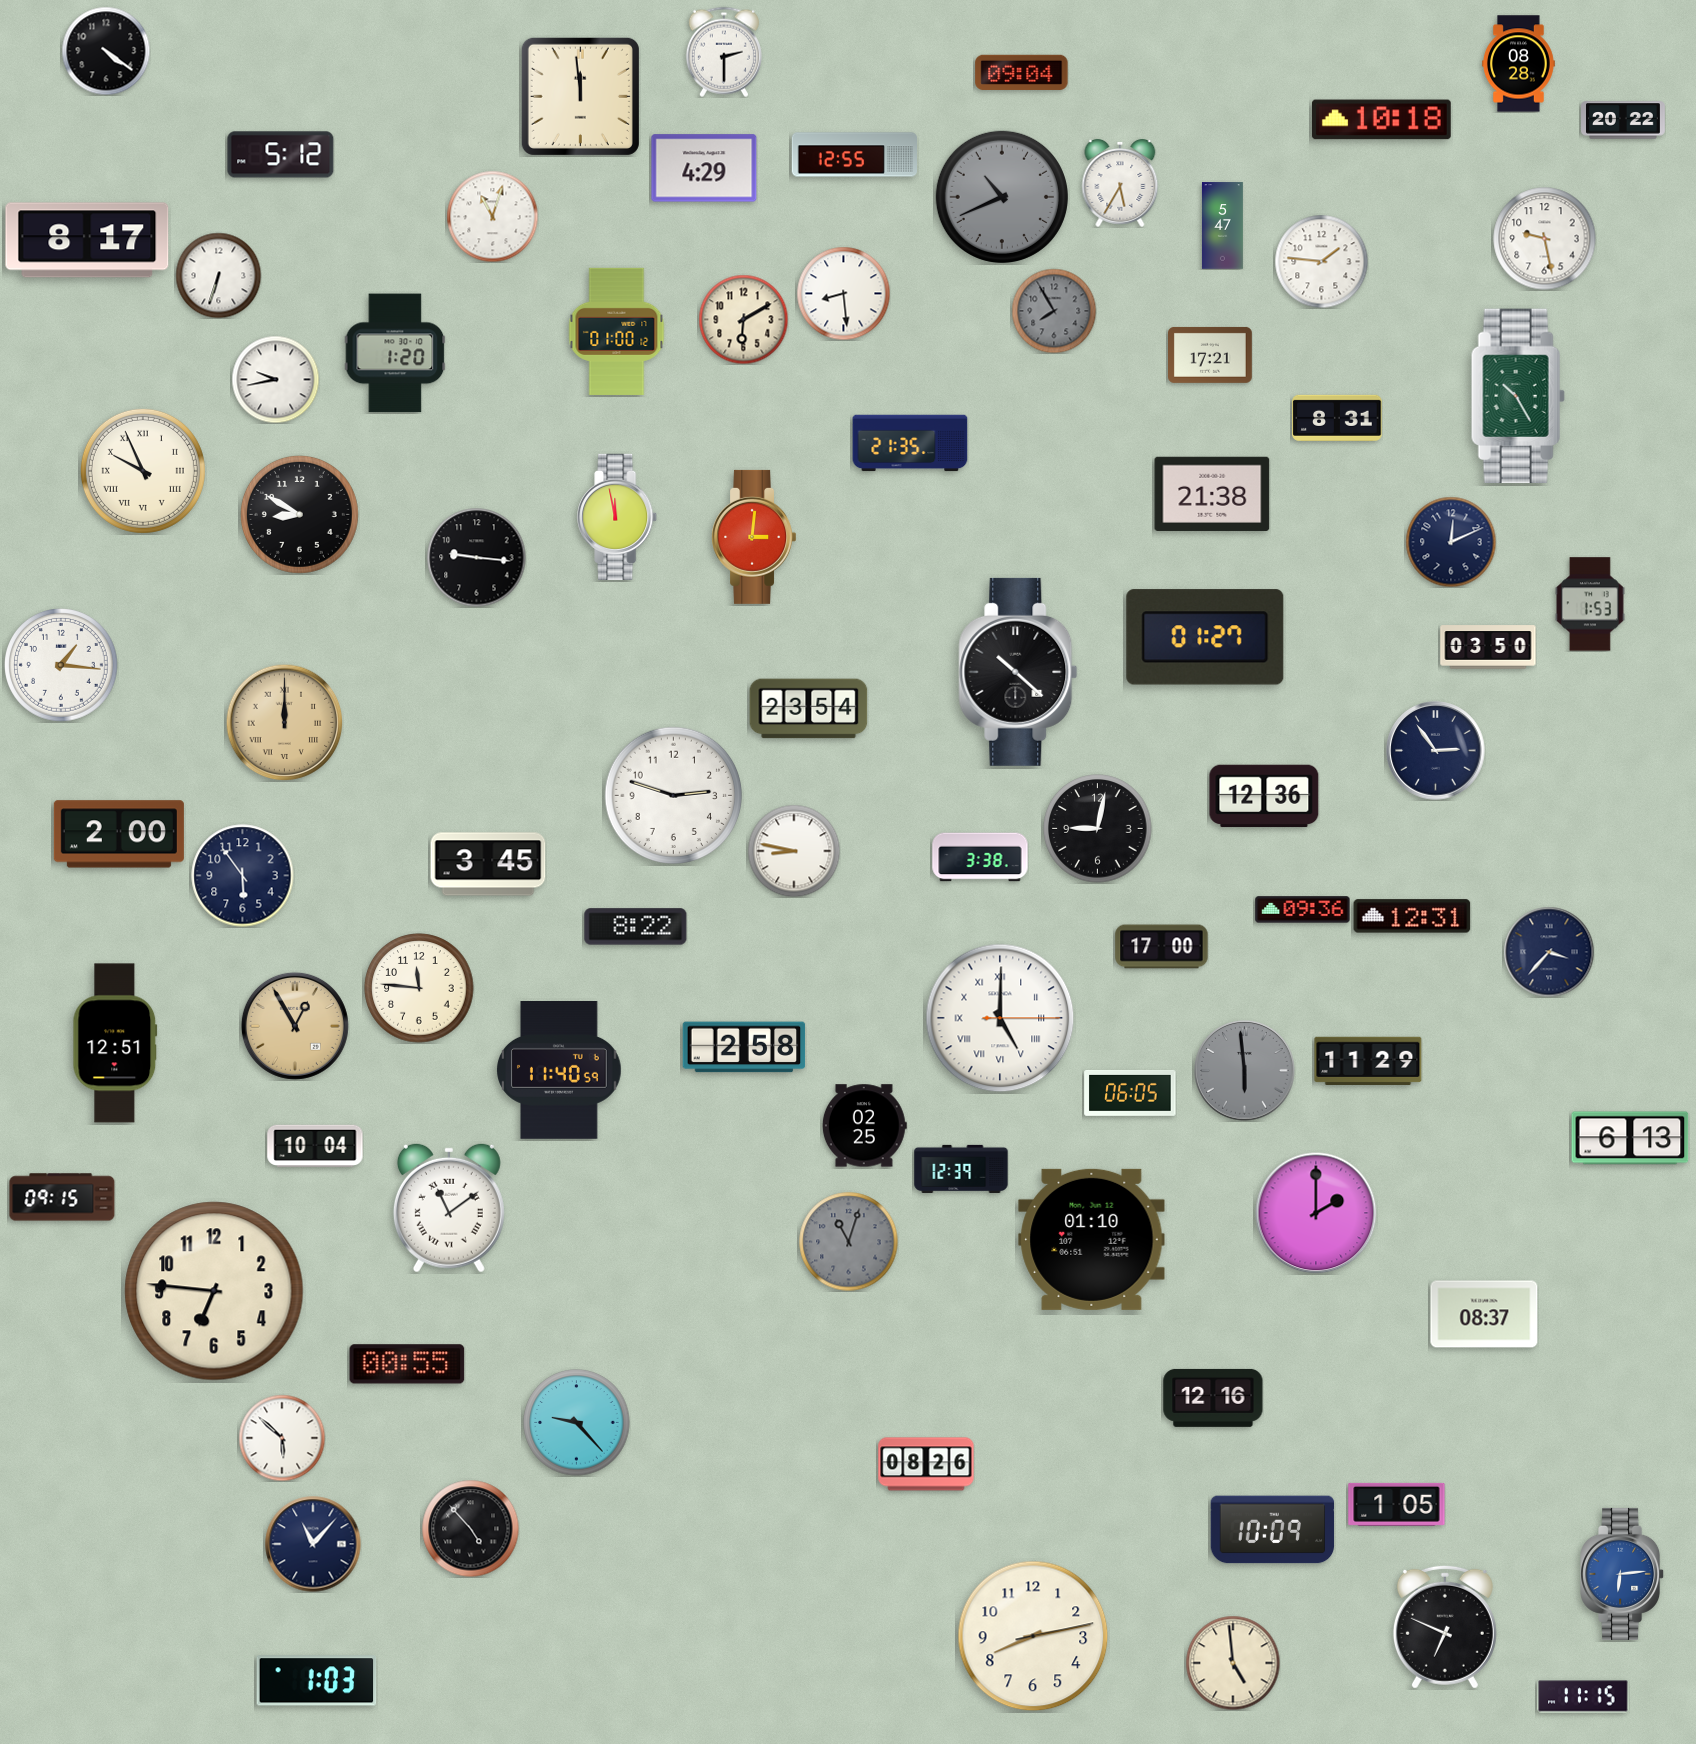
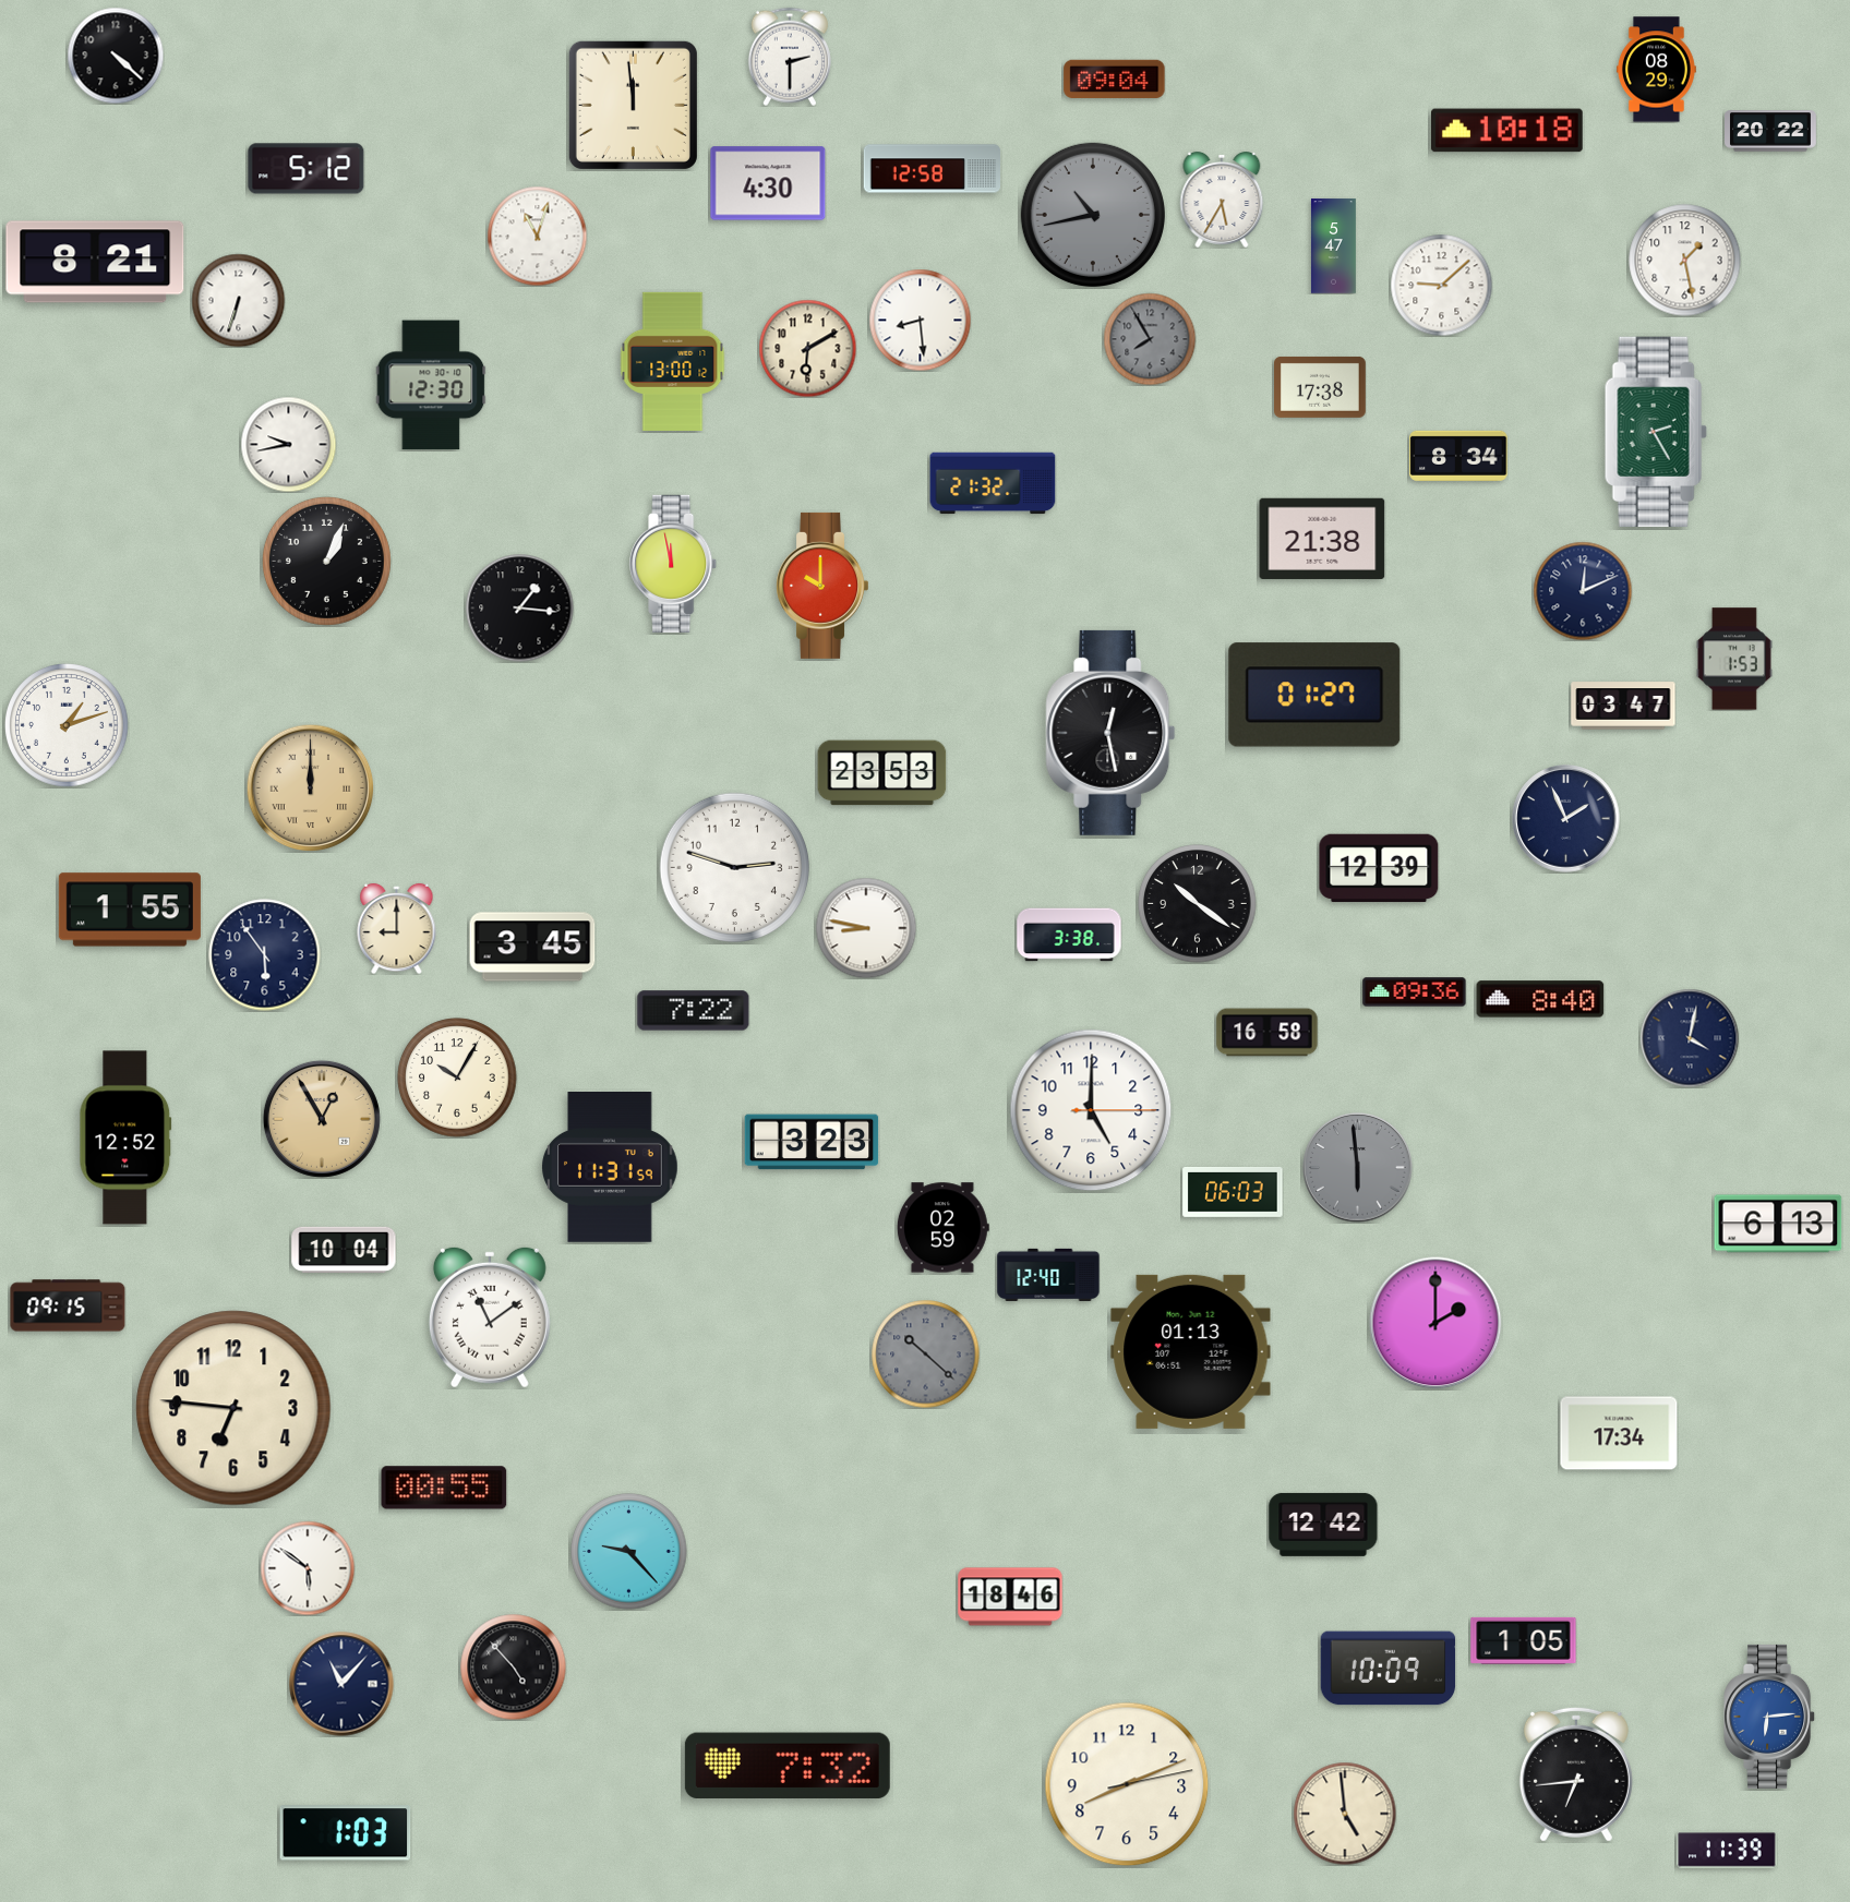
clock at (106, 51): 4:21 -> 4:22
clock at (1518, 64): 08:28 -> 08:29
clock at (855, 155): 12:55 -> 12:58
clock at (704, 168): 4:29 -> 4:30
clock at (1002, 197): 10:41 -> 10:43
clock at (1545, 239): 9:28 -> 1:28
clock at (87, 240): 8:17 -> 8:21
clock at (1321, 261): 1:46 -> 9:08
clock at (743, 319) position: (743, 319) -> (807, 348)
clock at (617, 331): 01:00 -> 13:00
clock at (395, 353): 1:20 -> 12:30
clock at (1211, 355): 17:21 -> 17:38
clock at (275, 379) position: (275, 379) -> (288, 444)
clock at (1518, 396): 10:25 -> 2:25
clock at (1337, 418): 8:31 -> 8:34
clock at (910, 443): 21:35 -> 21:32
clock at (143, 471): 9:56 -> none
clock at (299, 514): 8:50 -> 1:04
clock at (753, 537): 3:01 -> 10:00
clock at (477, 558): 9:16 -> 1:16
clock at (1488, 647): 03:50 -> 03:47
clock at (62, 666): 1:16 -> 1:12
clock at (1018, 672): 10:22 -> 12:28
clock at (809, 709): 23:54 -> 23:53
clock at (1436, 751): 2:54 -> 1:56
clock at (1264, 796): 12:36 -> 12:39
clock at (1098, 829): 9:02 -> 10:21
clock at (119, 834): 2:00 -> 1:55
clock at (397, 928): none -> 9:00
clock at (488, 864) position: (488, 864) -> (532, 947)
clock at (1303, 910) position: (1303, 910) -> (1415, 992)
clock at (1412, 916): 12:31 -> 8:40
clock at (636, 927): 8:22 -> 7:22
clock at (1162, 947): 17:00 -> 16:58
clock at (1549, 952): 3:37 -> 4:02
clock at (419, 988): 11:46 -> 10:05
clock at (1000, 1018) numerals: Roman -> Arabic
clock at (115, 1043): 12:51 -> 12:52
clock at (744, 1047): 2:58 -> 3:23
clock at (1368, 1061): 11:29 -> none
clock at (559, 1071): 11:40 -> 11:31
clock at (1130, 1093): 06:05 -> 06:03
clock at (864, 1126): 02:25 -> 02:59
clock at (1630, 1138) position: (1630, 1138) -> (1778, 1224)
clock at (961, 1169): 12:39 -> 12:40
clock at (1092, 1239): 01:10 -> 01:13
clock at (849, 1242): 11:03 -> 10:22
clock at (1484, 1314): 08:37 -> 17:34
clock at (1213, 1398): 12:16 -> 12:42
clock at (282, 1438): 5:52 -> 5:51
clock at (926, 1464): 08:26 -> 18:46
clock at (788, 1765): none -> 7:32
clock at (1445, 1627): 6:49 -> 6:44
clock at (1033, 1636): 8:13 -> 8:11
clock at (1583, 1696): 11:15 -> 11:39
